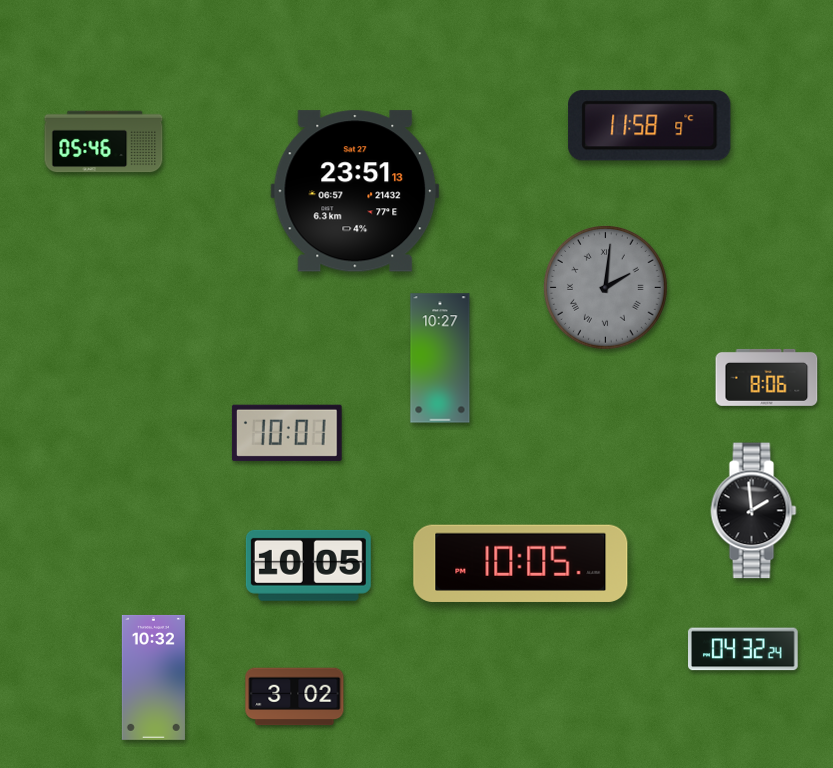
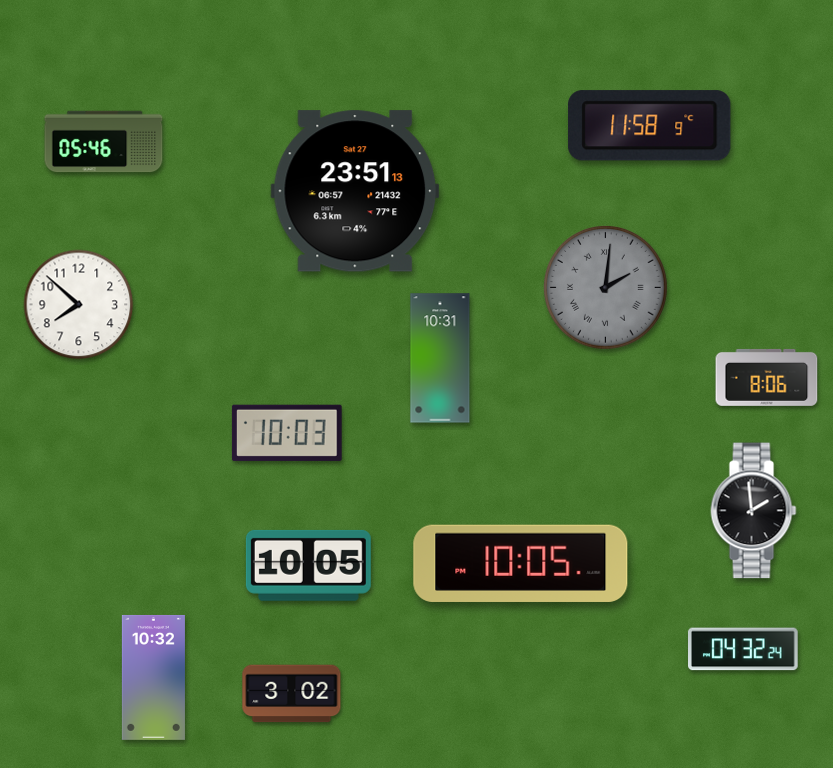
clock at (79, 305): none -> 7:52
clock at (440, 358): 10:27 -> 10:31
clock at (287, 433): 10:01 -> 10:03
clock at (295, 697) position: (295, 697) -> (292, 694)
